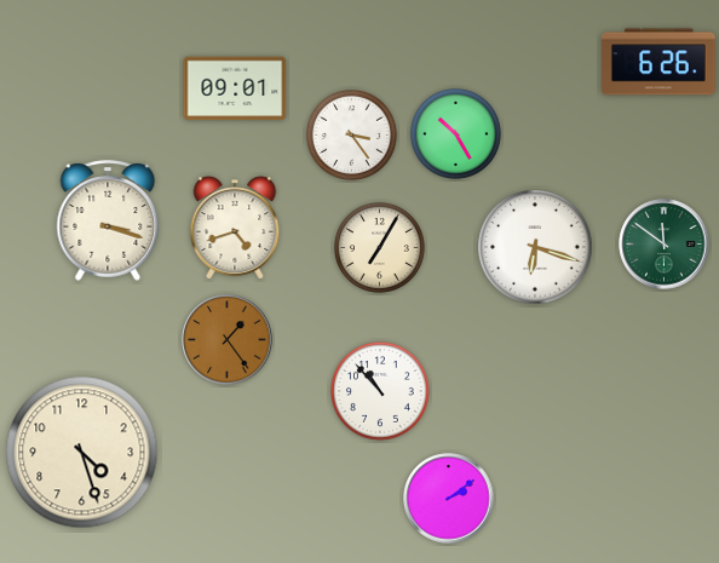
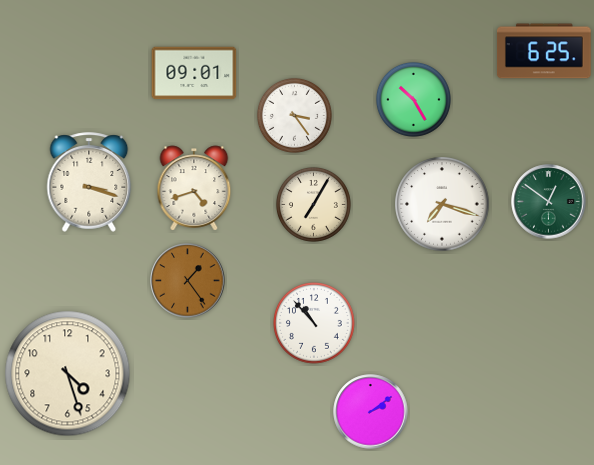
clock at (658, 62): 6:26 -> 6:25
clock at (455, 133) position: (455, 133) -> (413, 99)
clock at (351, 134) position: (351, 134) -> (294, 115)
clock at (665, 245): 11:51 -> 12:51
clock at (535, 247): 6:18 -> 7:18
